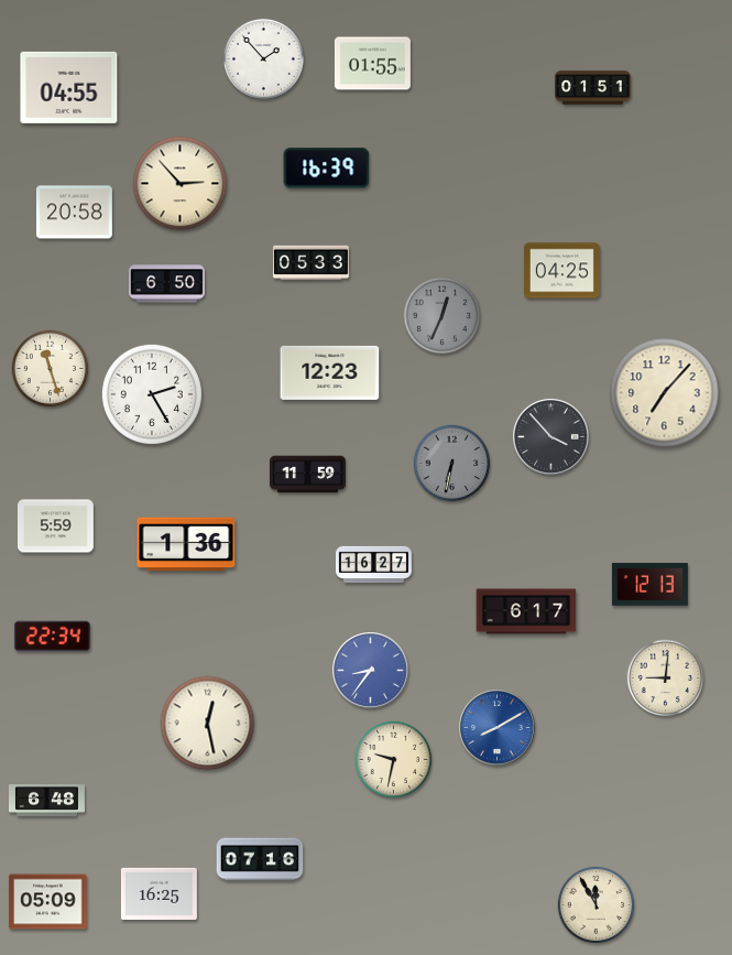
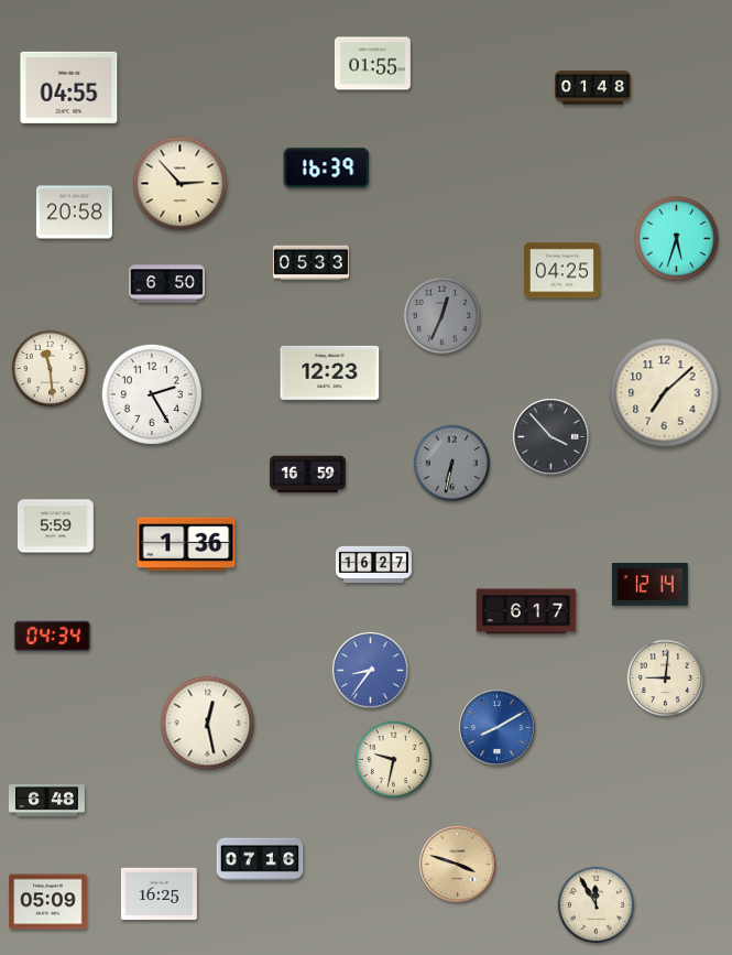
clock at (264, 59): 1:53 -> none
clock at (592, 88): 01:51 -> 01:48
clock at (677, 239): none -> 5:33
clock at (51, 369): 11:27 -> 11:29
clock at (665, 393): 7:07 -> 7:08
clock at (307, 475): 11:59 -> 16:59
clock at (649, 585): 12:13 -> 12:14
clock at (52, 637): 22:34 -> 04:34
clock at (458, 865): none -> 3:48
